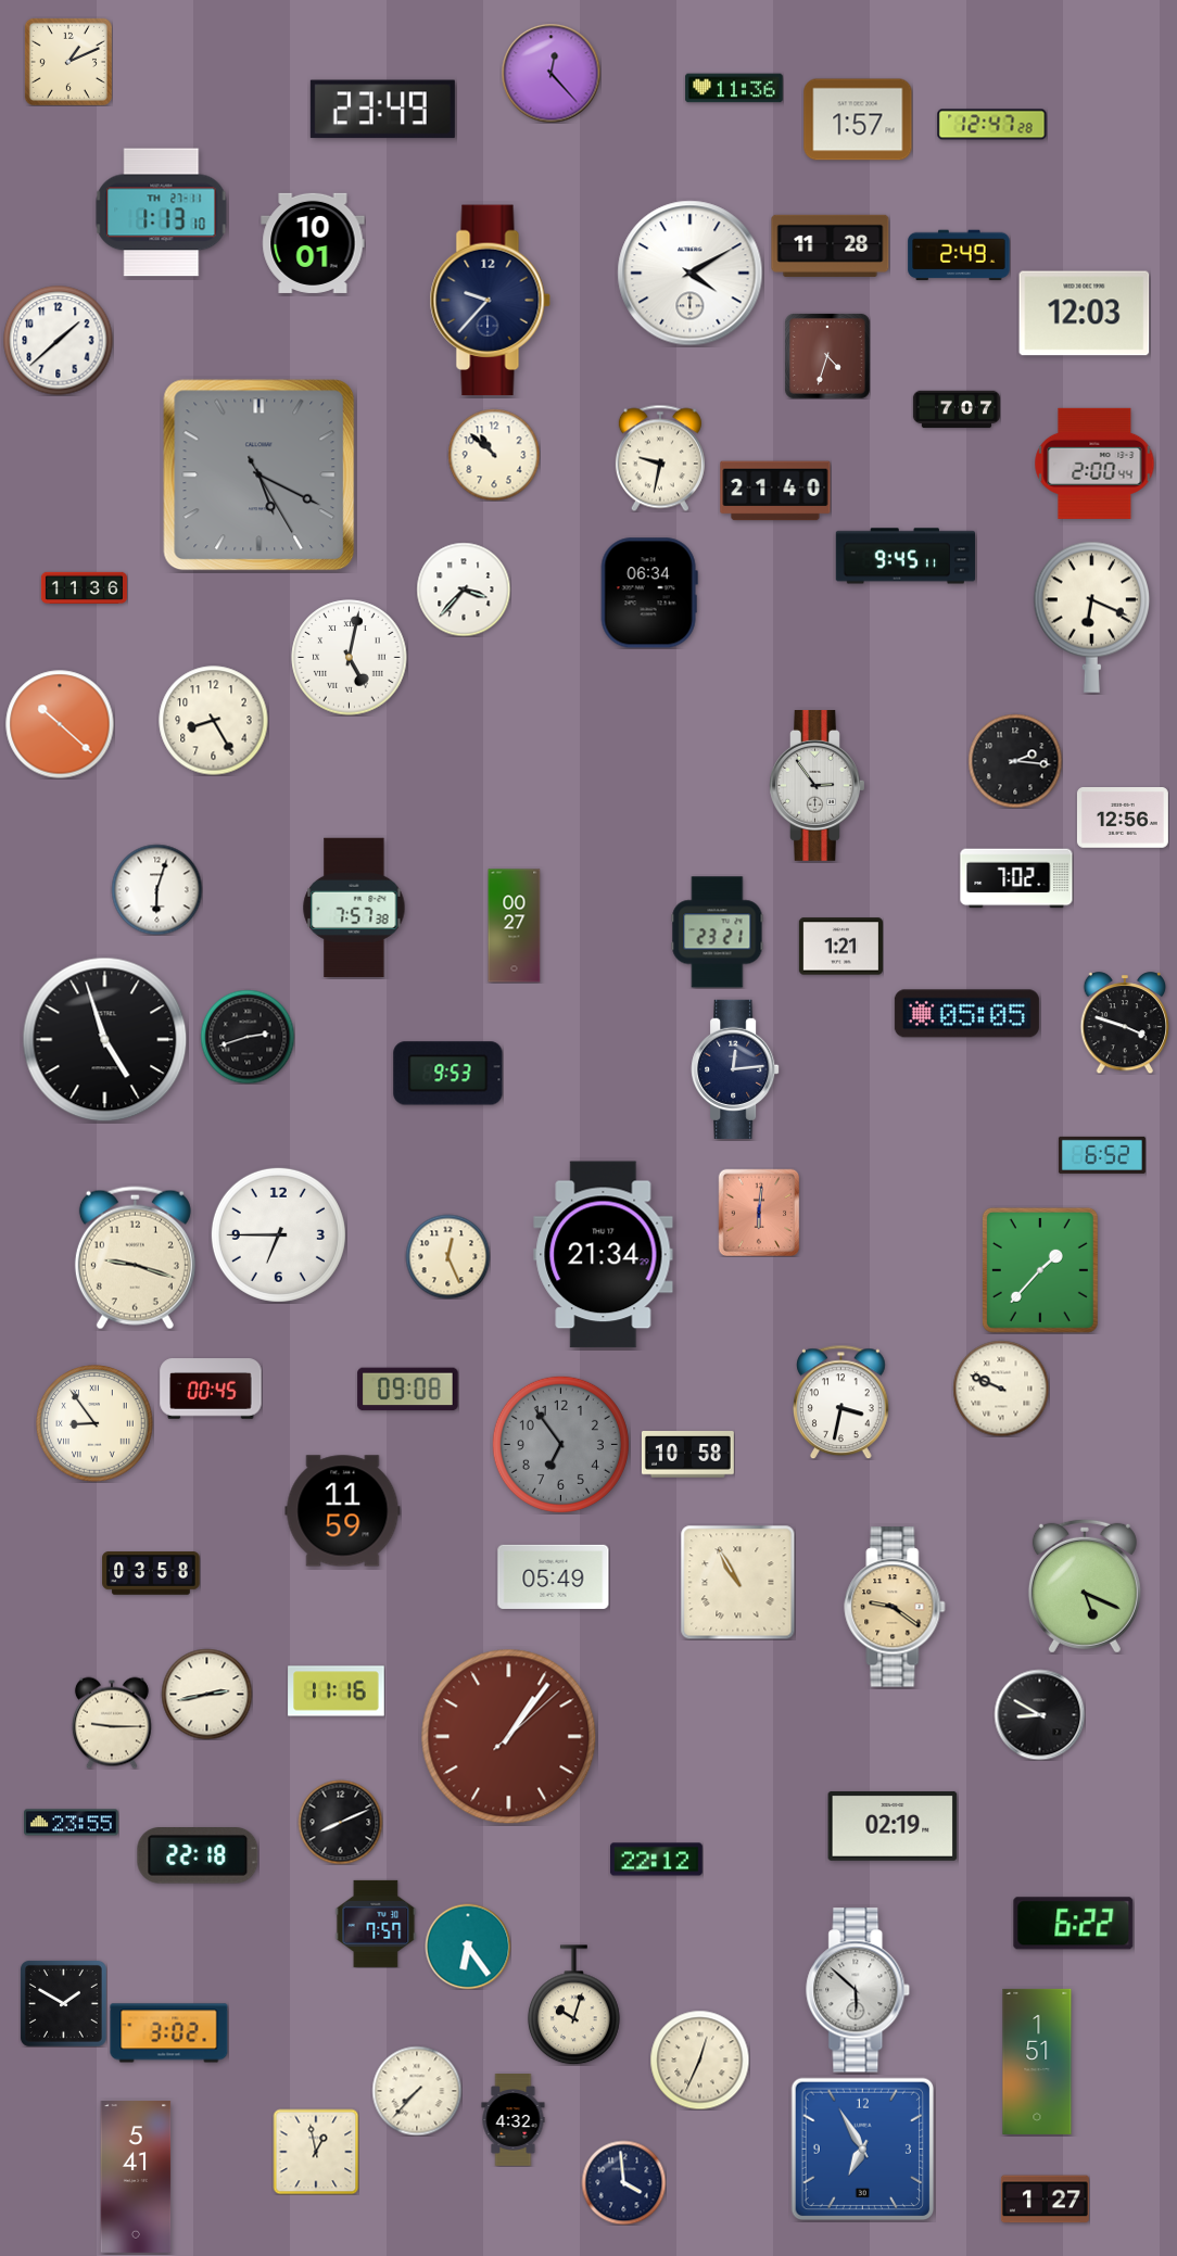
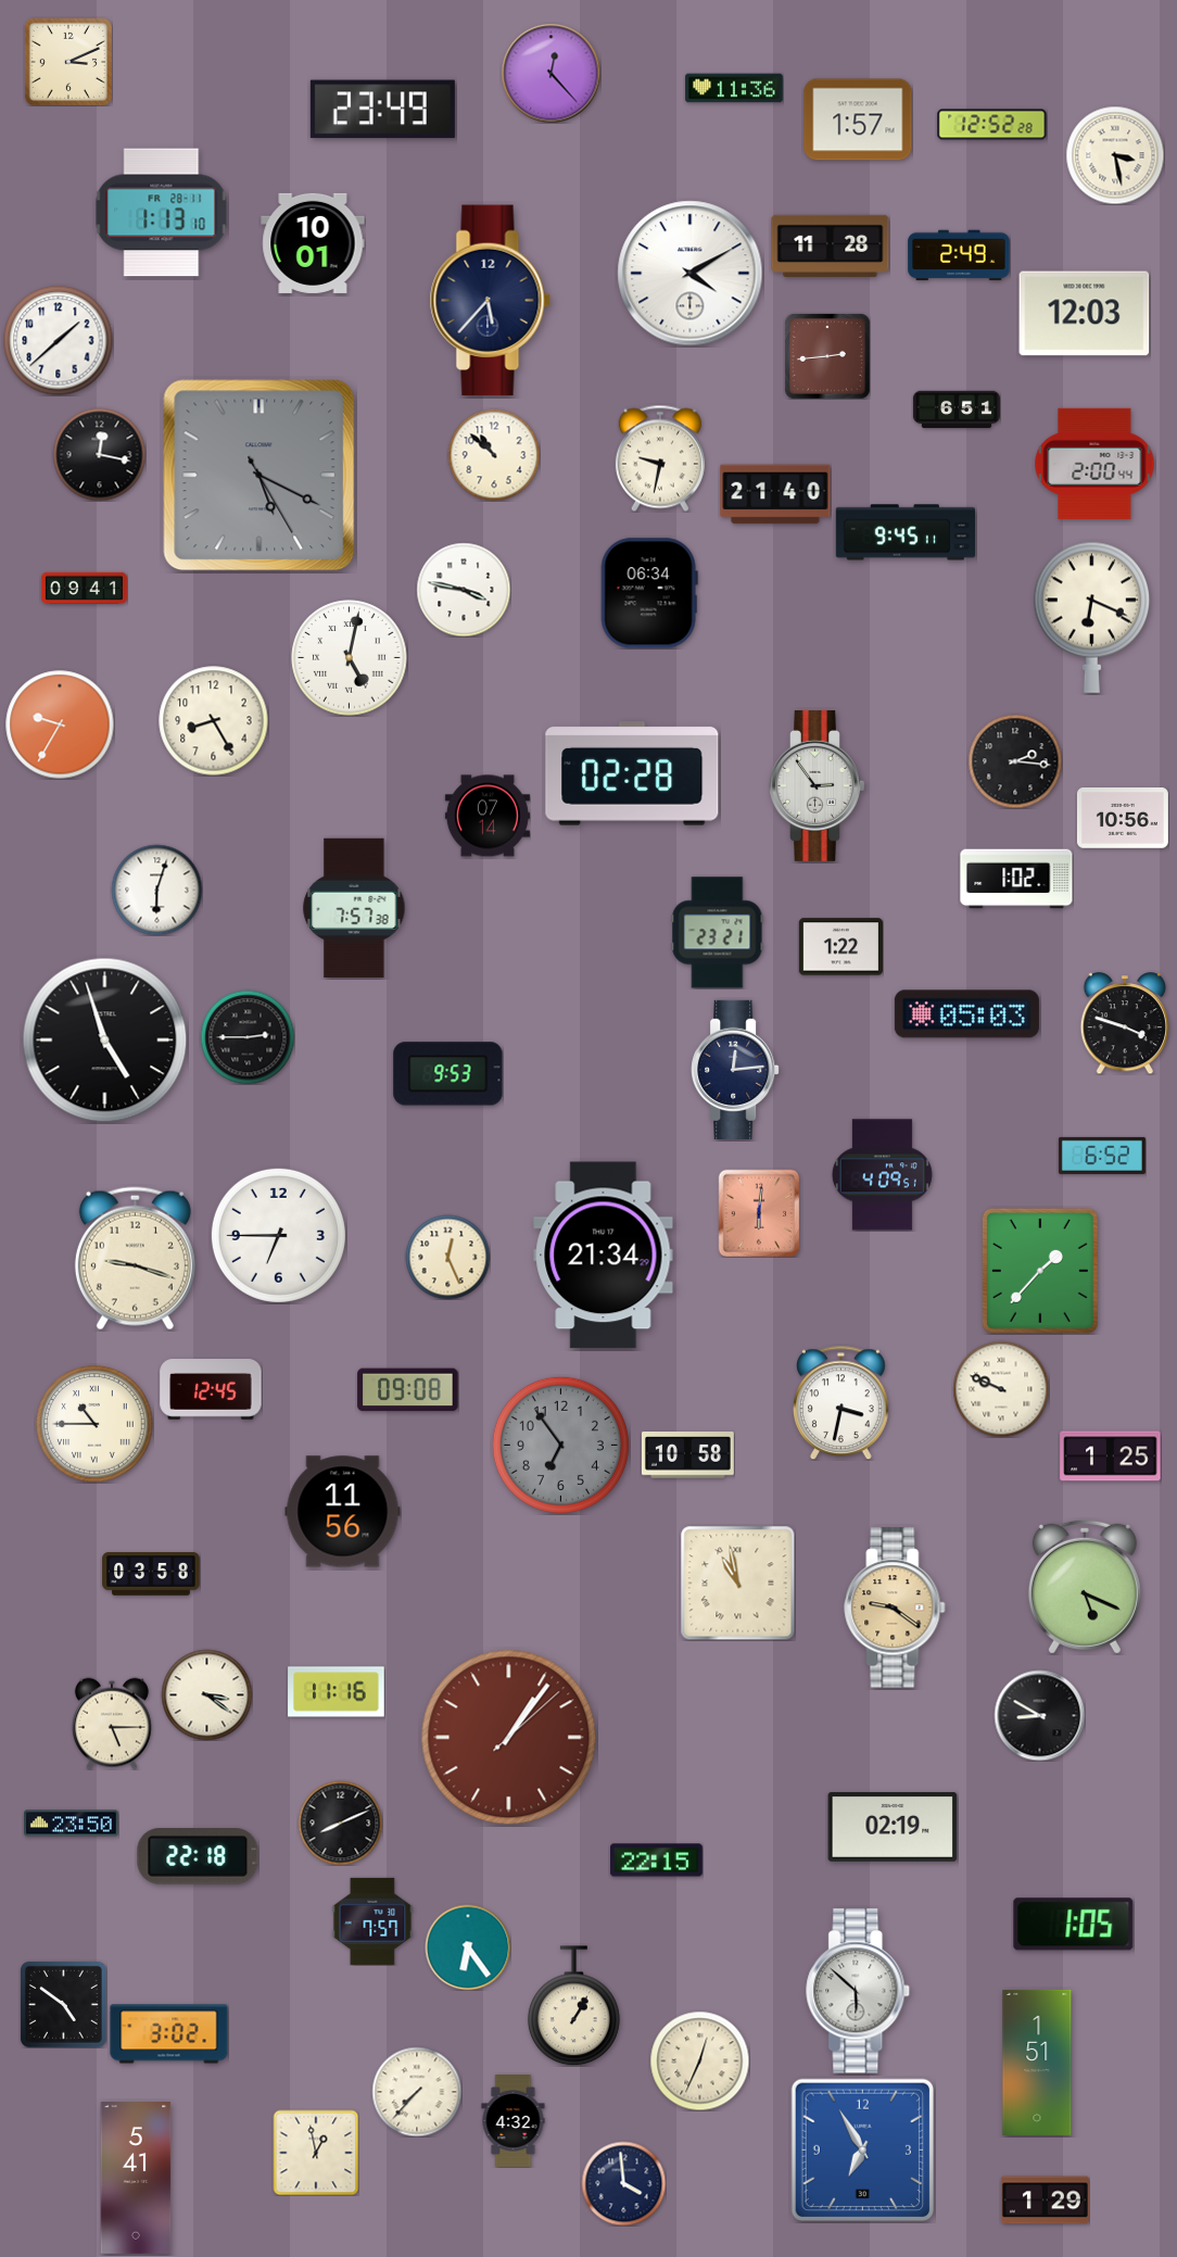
clock at (68, 62): 1:11 -> 3:11
clock at (992, 125): 12:47 -> 12:52
clock at (1115, 155): none -> 3:28
clock at (162, 213) date: TH 27-11 -> FR 28-11
clock at (490, 301): 9:37 -> 5:37
clock at (827, 356): 4:33 -> 2:44
clock at (957, 409): 7:07 -> 6:51
clock at (99, 454): none -> 12:17
clock at (775, 491) position: (775, 491) -> (775, 494)
clock at (904, 556) position: (904, 556) -> (904, 532)
clock at (84, 587): 11:36 -> 09:41
clock at (464, 590): 3:37 -> 3:47
clock at (60, 724): 10:22 -> 9:35
clock at (632, 773): none -> 02:28
clock at (488, 816): none -> 07:14
clock at (1123, 819): 12:56 -> 10:56
clock at (1016, 878): 7:02 -> 1:02
clock at (515, 926): 00:27 -> none
clock at (840, 947): 1:21 -> 1:22
clock at (966, 1014): 05:05 -> 05:03
clock at (248, 1037): 2:42 -> 2:45
clock at (882, 1175): none -> 4:09
clock at (211, 1389): 00:45 -> 12:45
clock at (94, 1423): 8:54 -> 10:45
clock at (1111, 1457): none -> 1:25
clock at (343, 1511): 11:59 -> 11:56
clock at (554, 1576): 05:49 -> none
clock at (738, 1583): 10:55 -> 10:58
clock at (206, 1694): 2:43 -> 3:21
clock at (112, 1723): 9:15 -> 5:15
clock at (72, 1823): 23:55 -> 23:50
clock at (657, 1860): 22:12 -> 22:15
clock at (376, 1924) position: (376, 1924) -> (372, 1921)
clock at (1074, 1924): 6:22 -> 1:05
clock at (63, 2003): 1:50 -> 4:51
clock at (573, 2005): 10:03 -> 1:05
clock at (1045, 2200): 1:27 -> 1:29
